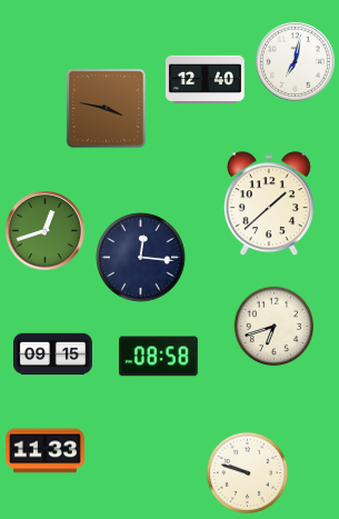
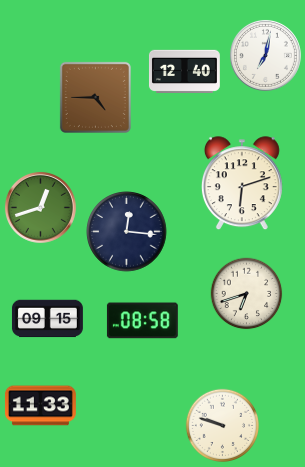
clock at (106, 108): 3:47 -> 4:45
clock at (269, 204): 1:38 -> 6:12
